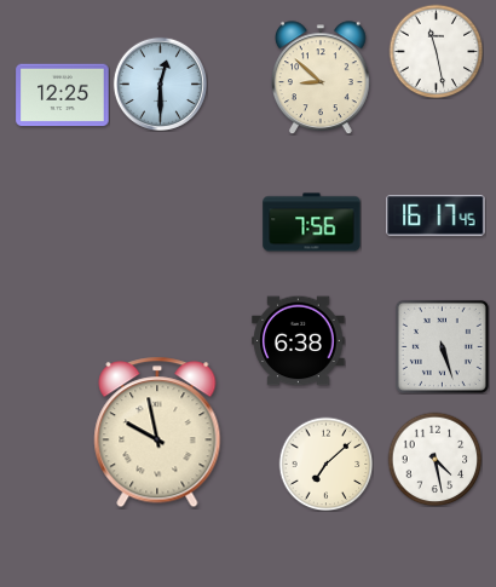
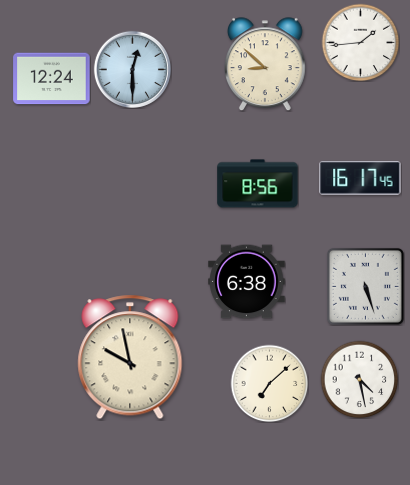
clock at (436, 51): 11:28 -> 1:44
clock at (63, 96): 12:25 -> 12:24
clock at (312, 223): 7:56 -> 8:56
